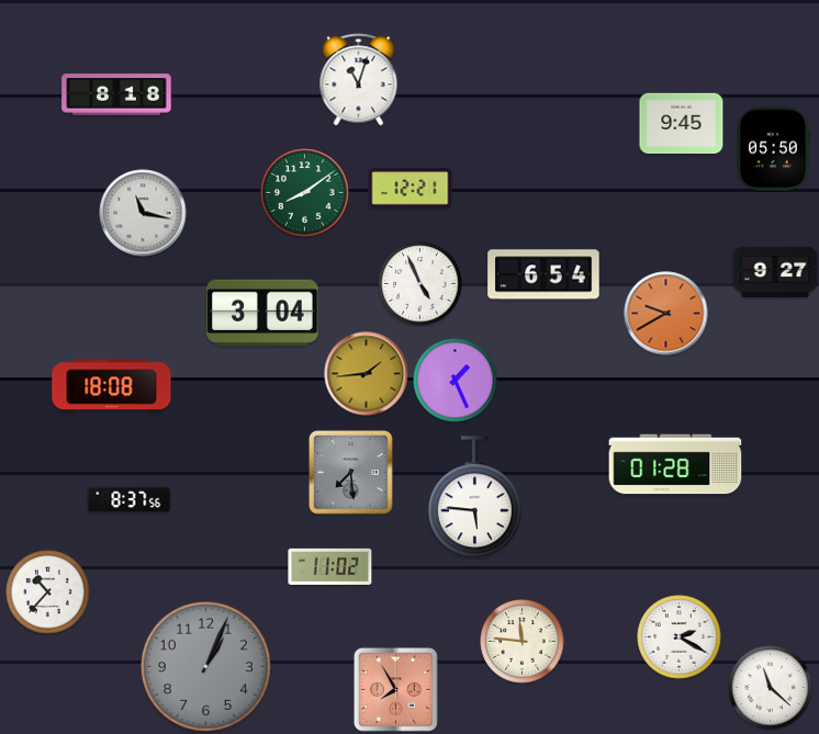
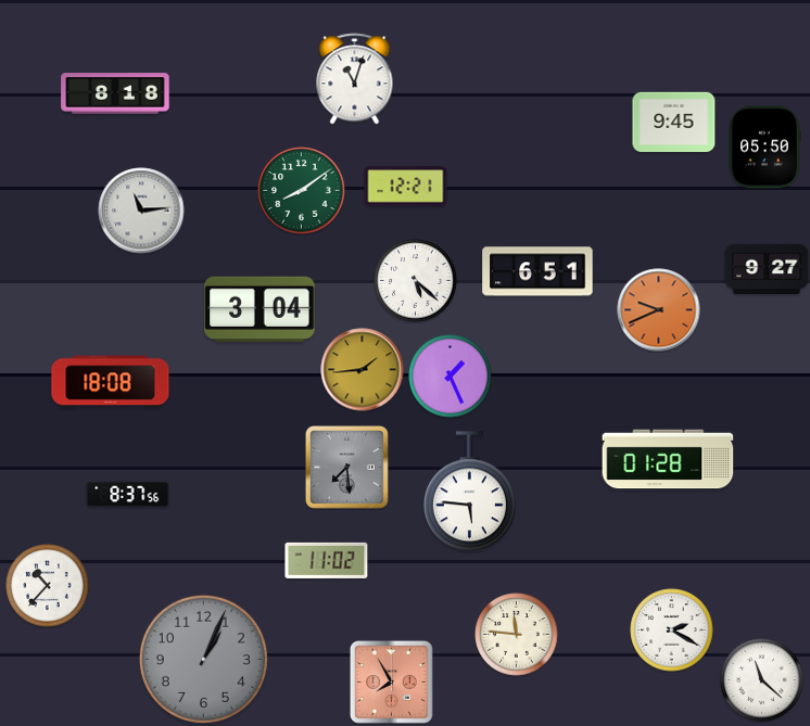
clock at (143, 213): 11:17 -> 11:14
clock at (543, 274): 6:54 -> 6:51
clock at (420, 284): 4:56 -> 5:22
clock at (666, 314): 9:40 -> 9:41
